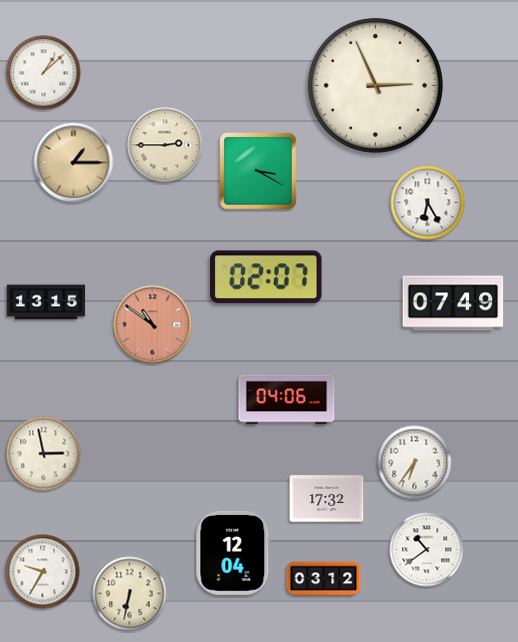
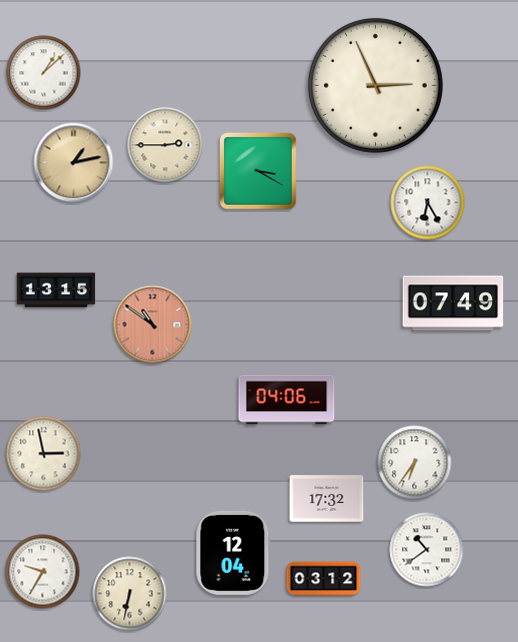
clock at (74, 163): 1:15 -> 1:13
clock at (266, 277): 02:07 -> none
clock at (46, 302) position: (46, 302) -> (56, 290)
